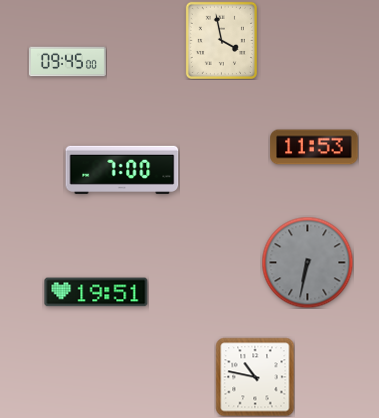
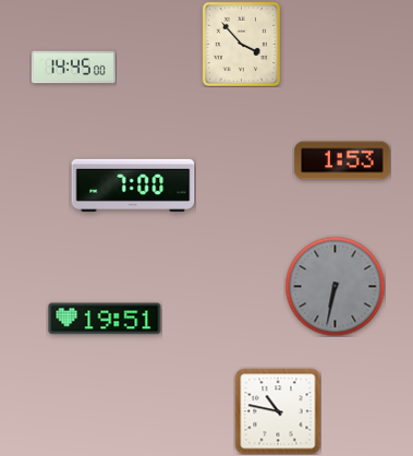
clock at (221, 40): 3:58 -> 3:53
clock at (67, 62): 09:45 -> 14:45
clock at (314, 147): 11:53 -> 1:53
